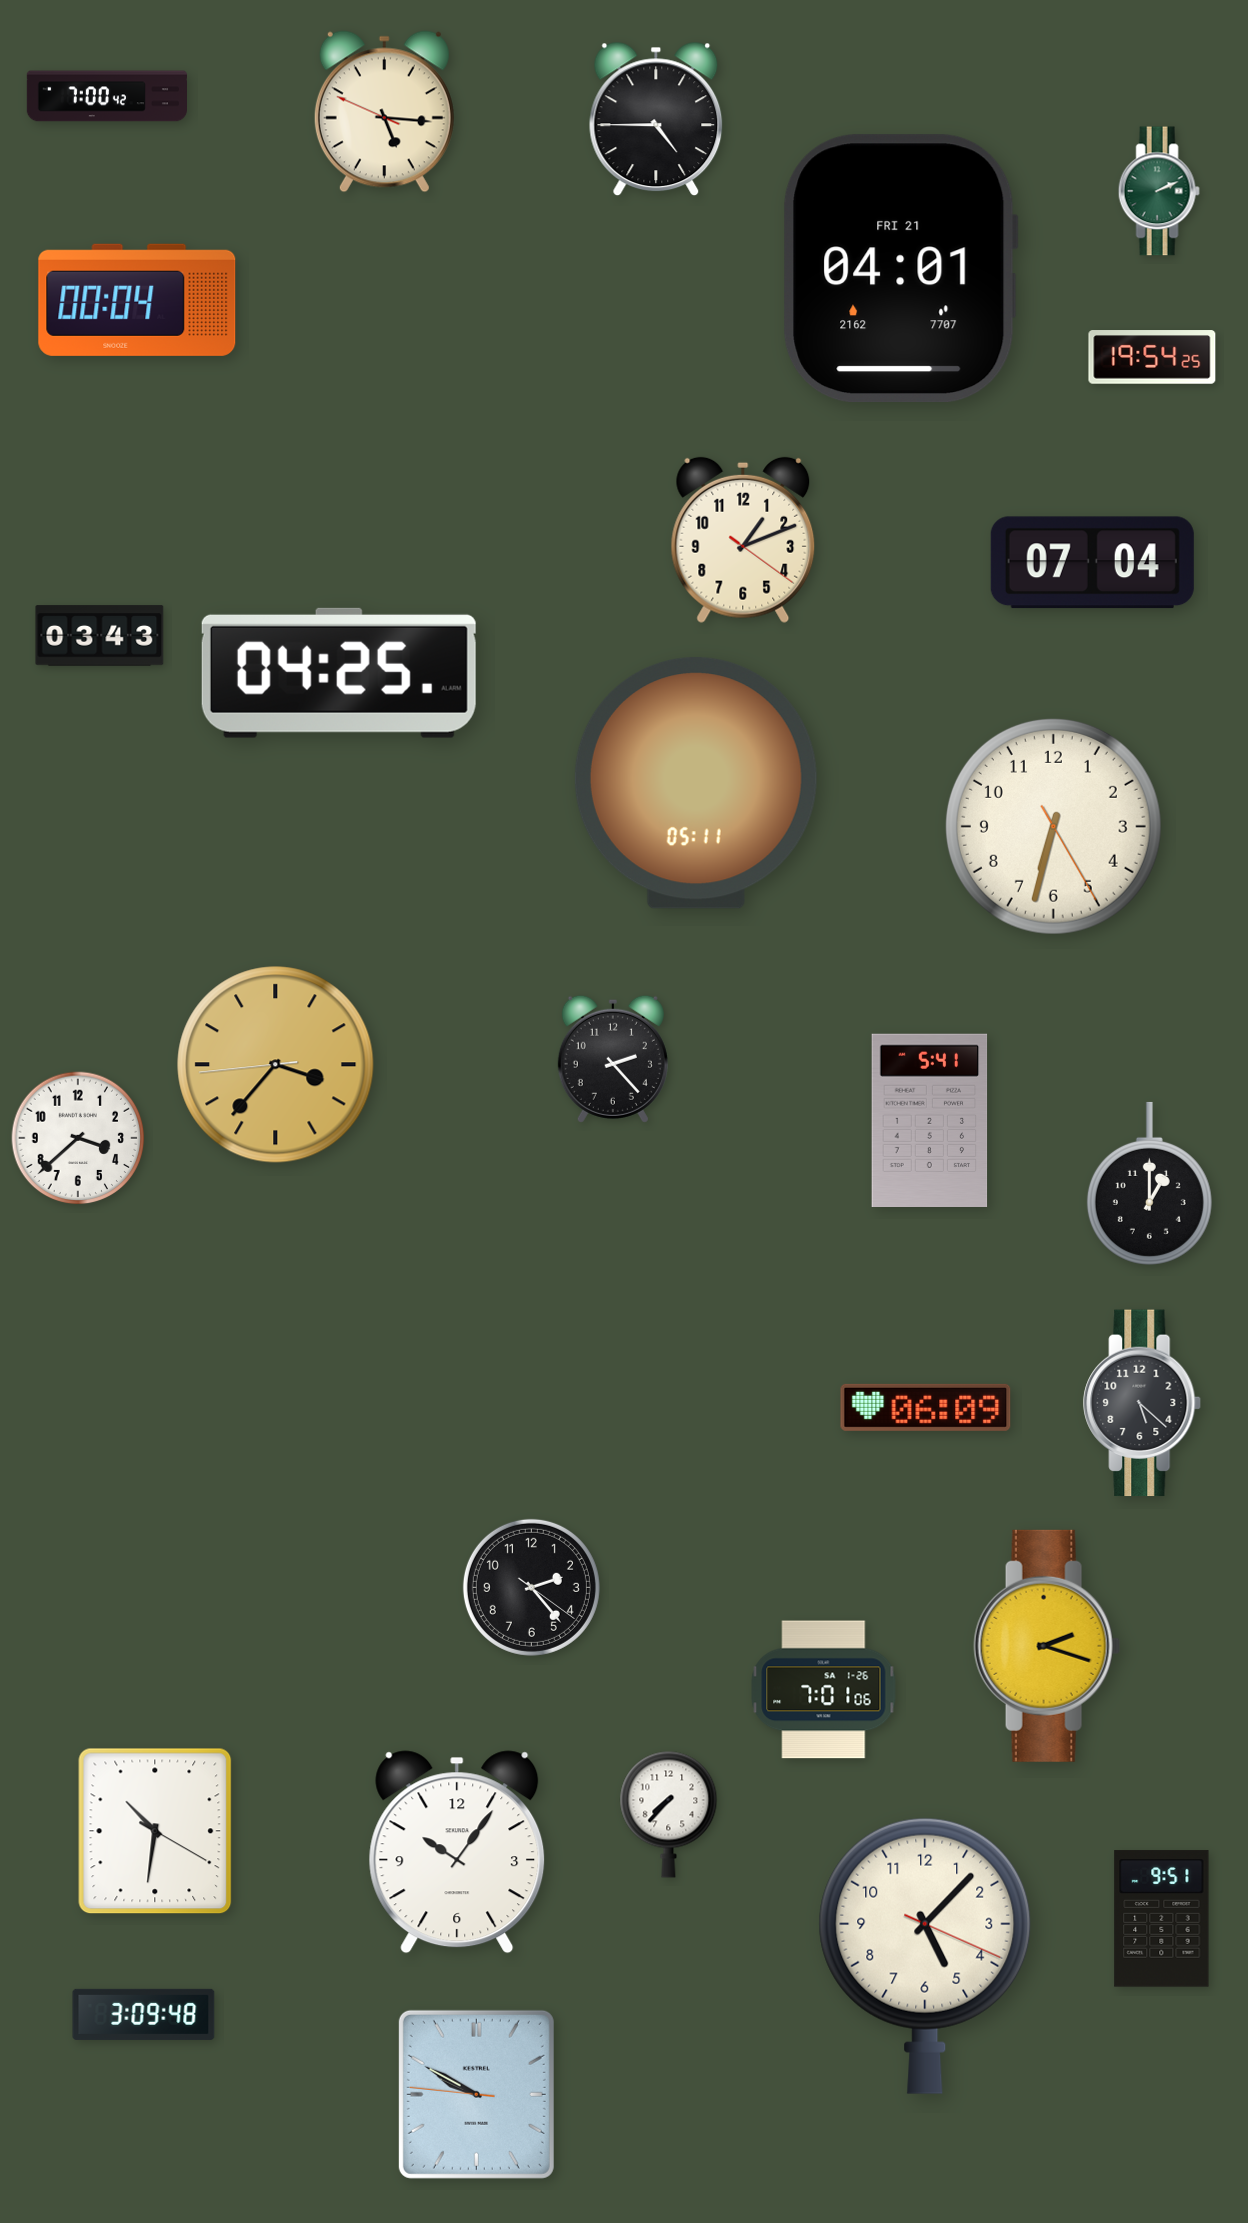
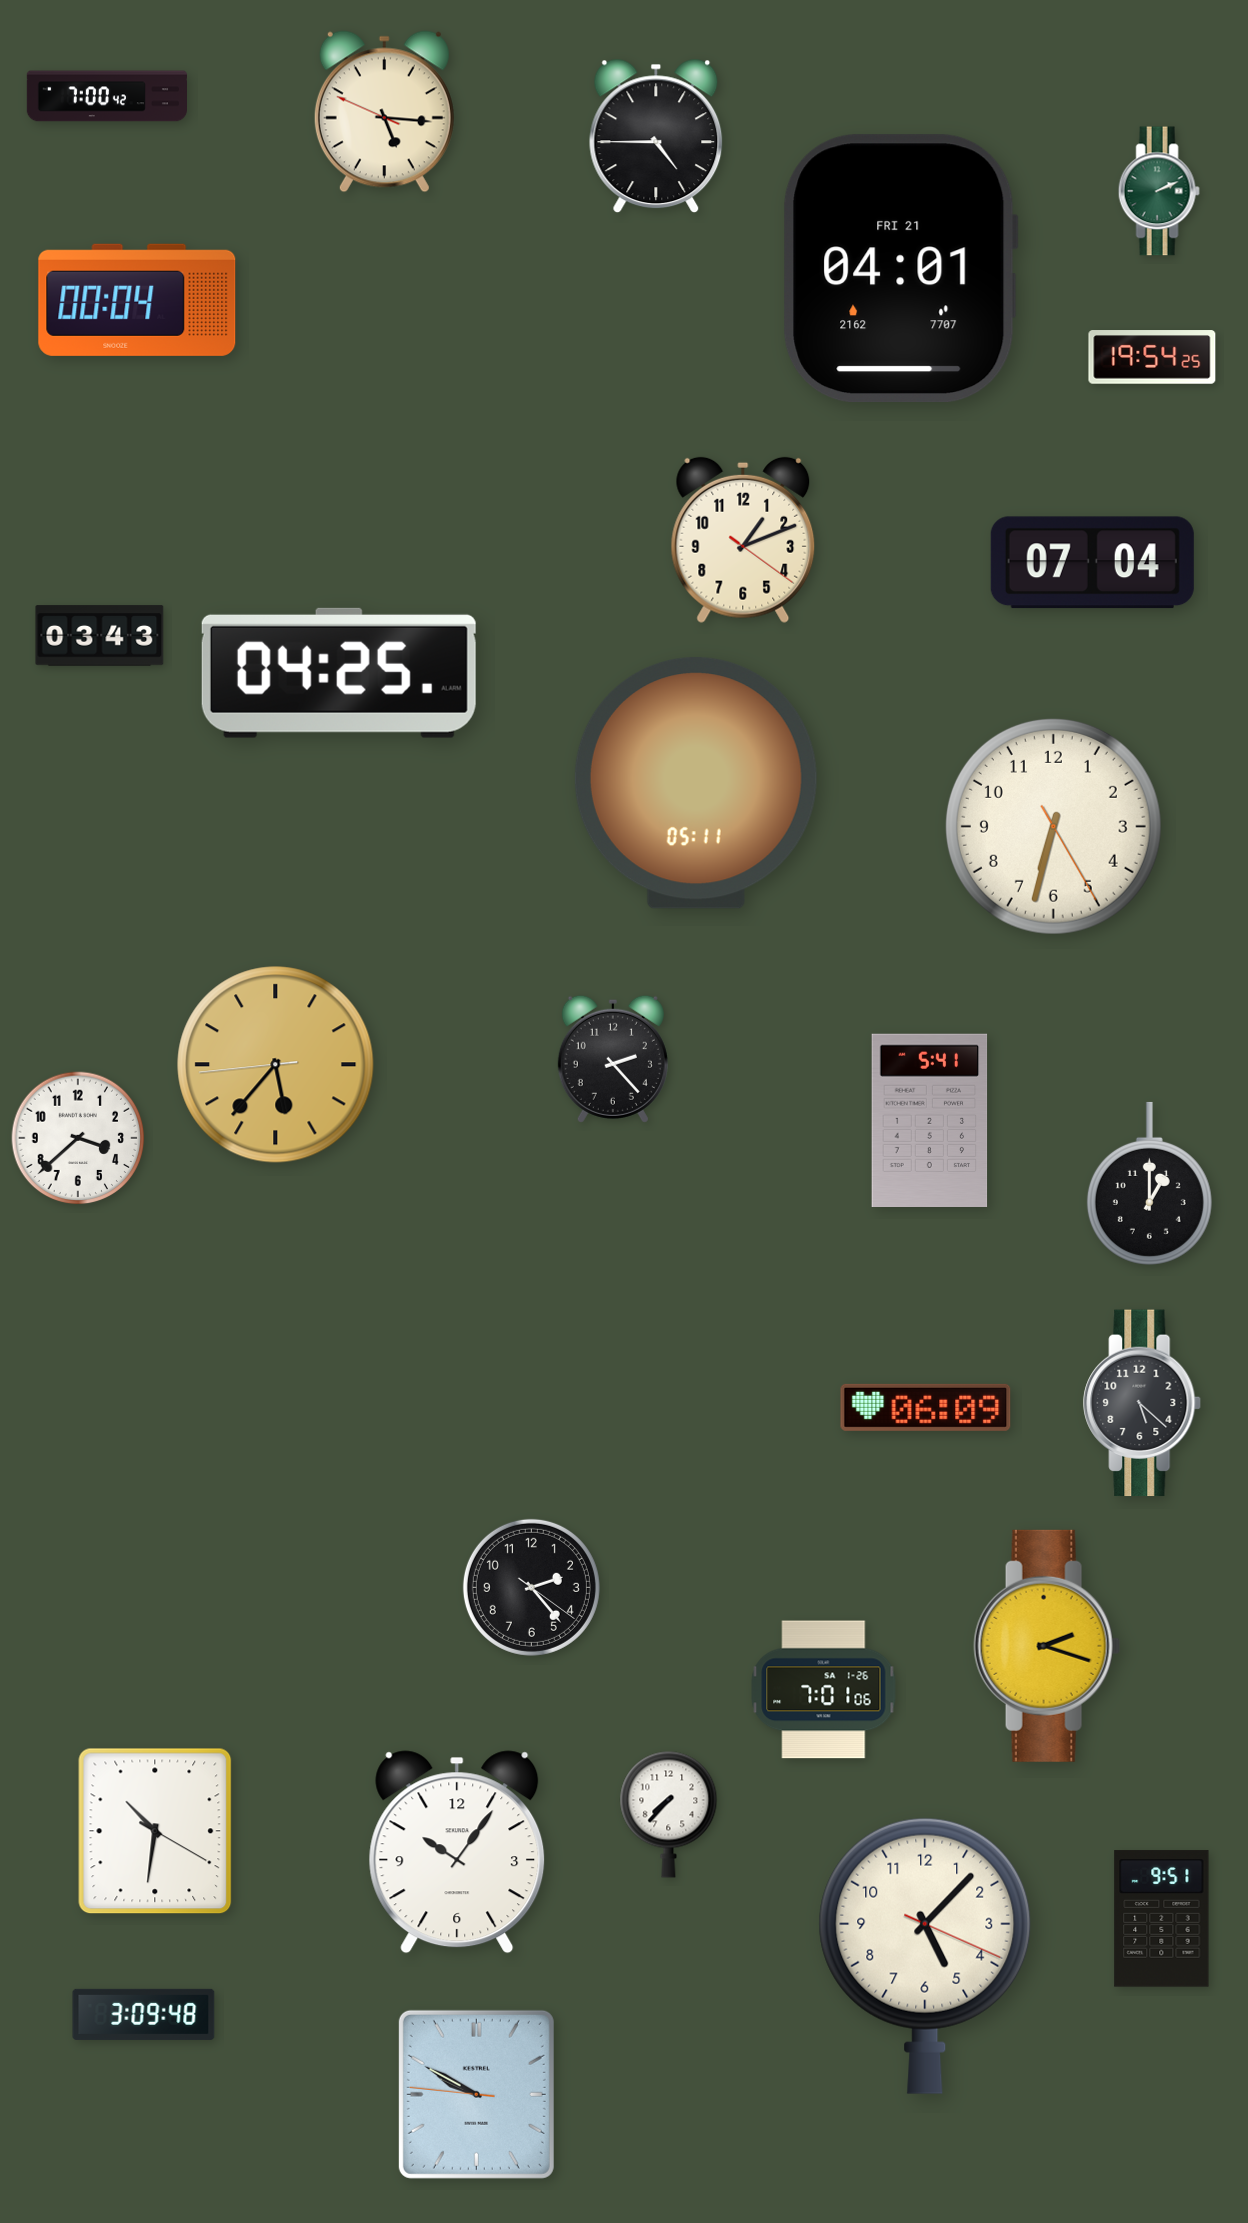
clock at (656, 119) position: (656, 119) -> (656, 136)
clock at (276, 1065): 3:36 -> 5:36
